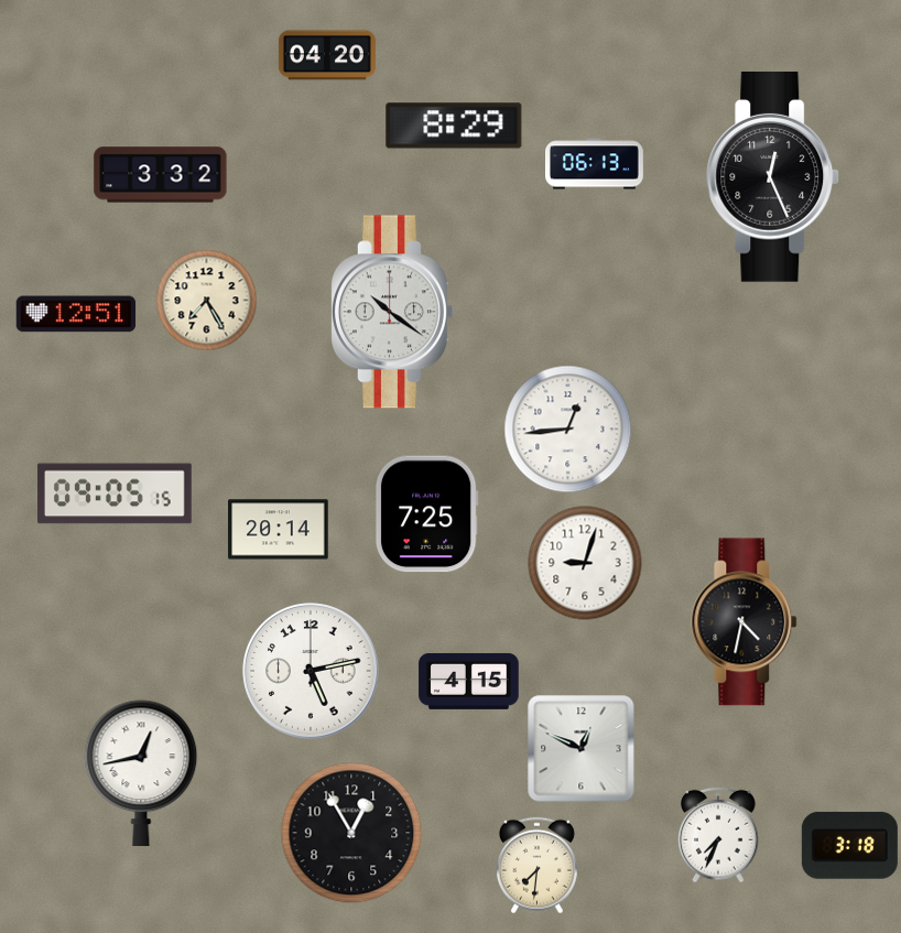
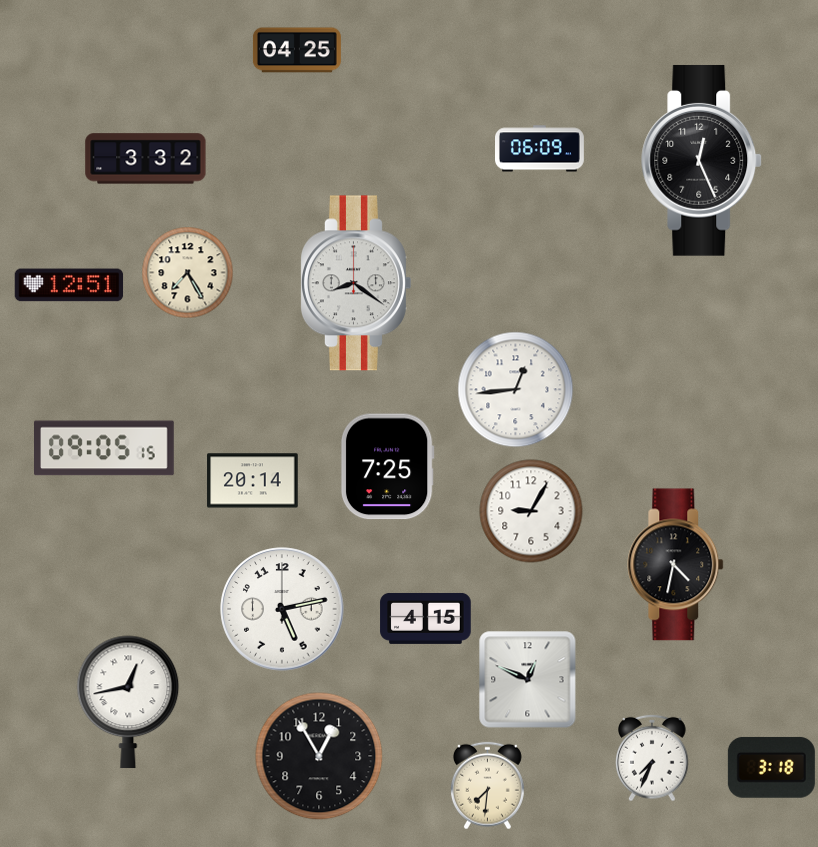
clock at (327, 55): 04:20 -> 04:25
clock at (454, 126): 8:29 -> none
clock at (595, 164): 06:13 -> 06:09
clock at (391, 312): 10:21 -> 8:21
clock at (585, 563): 9:03 -> 9:05
